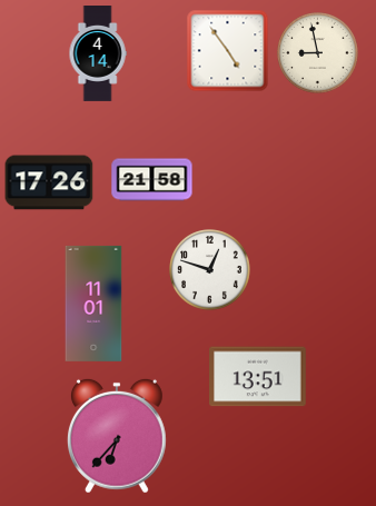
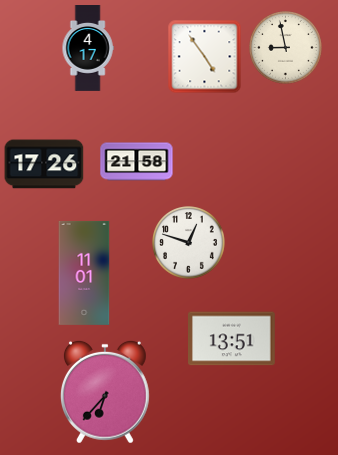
clock at (228, 51) position: (228, 51) -> (205, 57)
clock at (98, 54): 4:14 -> 4:17
